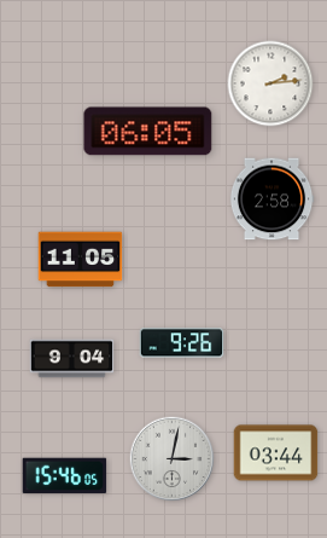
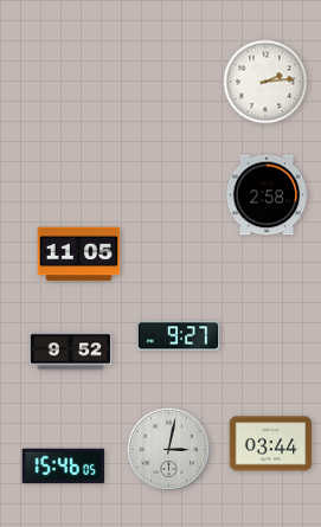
clock at (148, 132): 06:05 -> none
clock at (182, 343): 9:26 -> 9:27
clock at (72, 359): 9:04 -> 9:52
